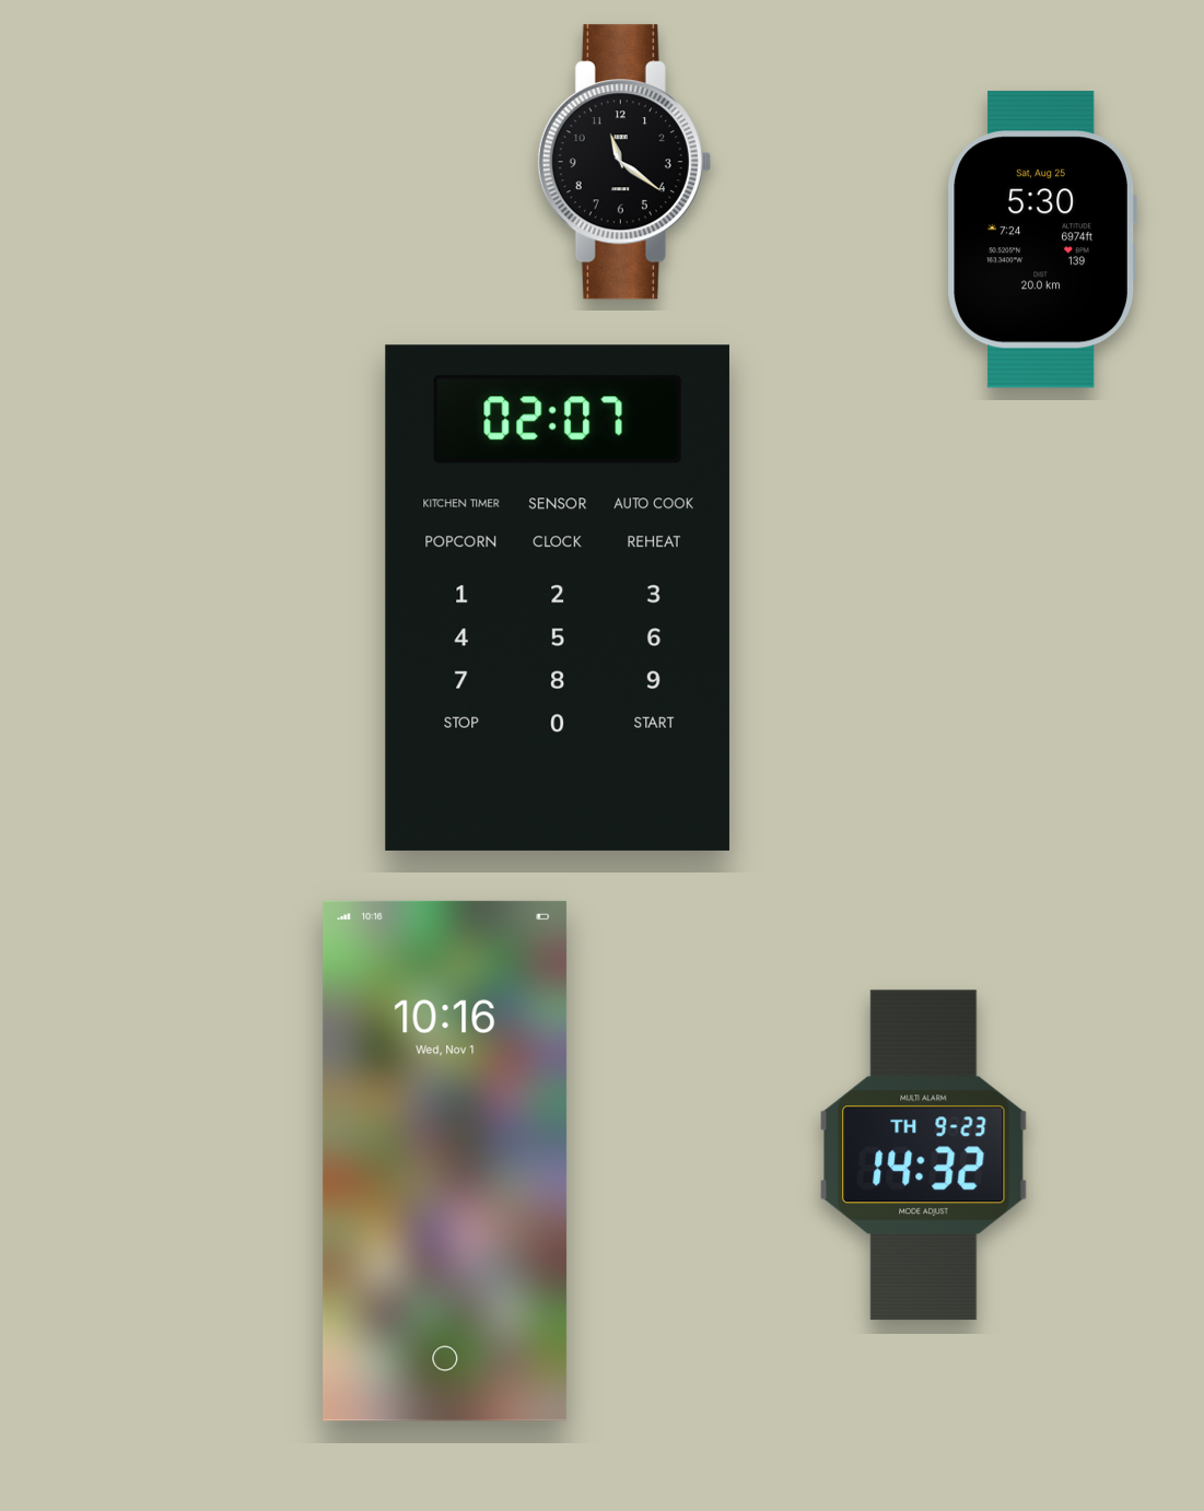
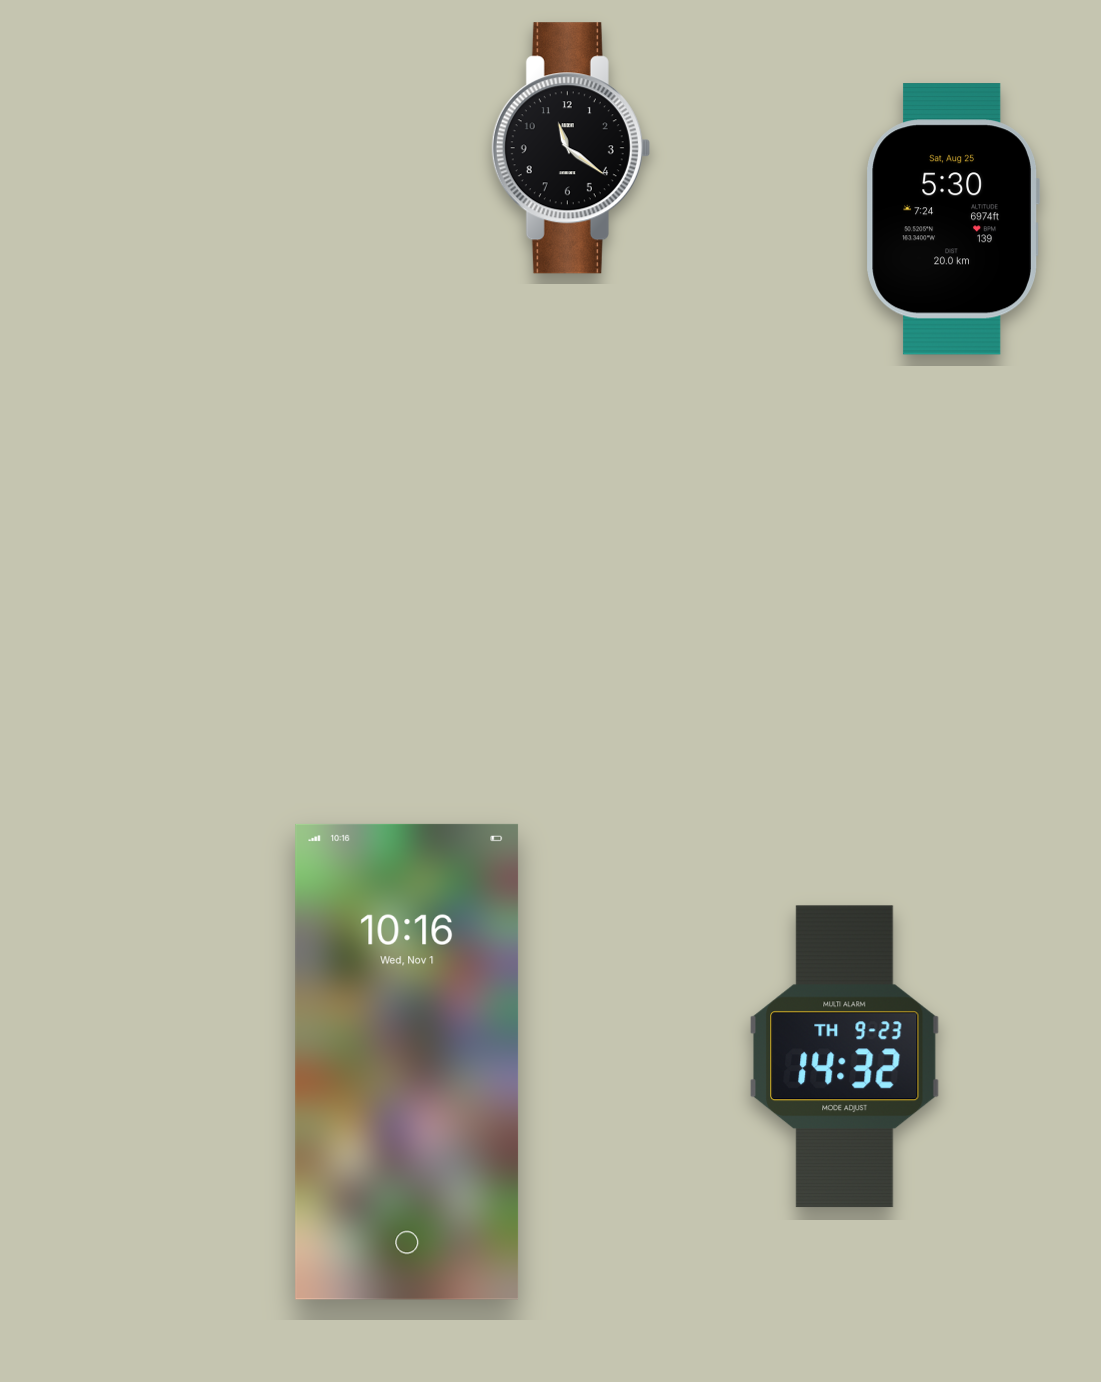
clock at (558, 598): 02:07 -> none
